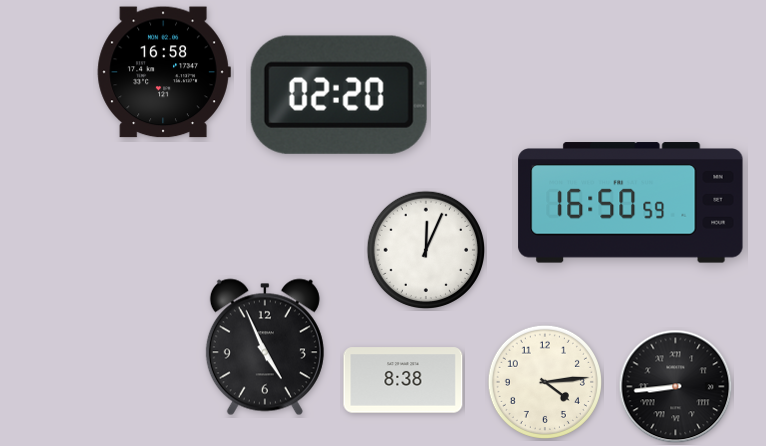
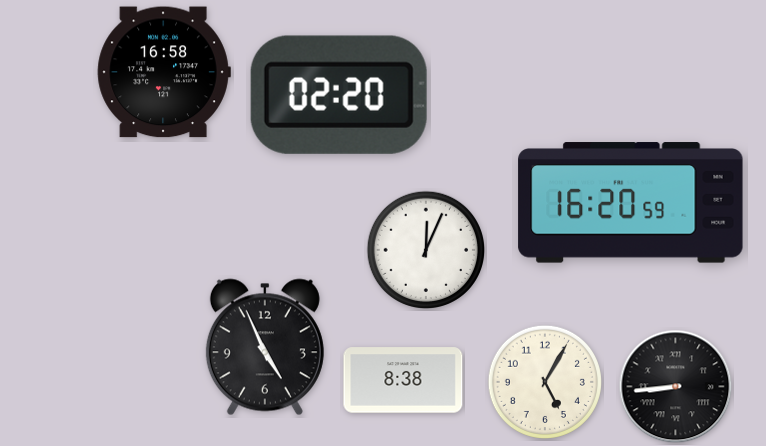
clock at (631, 203): 16:50 -> 16:20
clock at (545, 382): 4:14 -> 5:05
